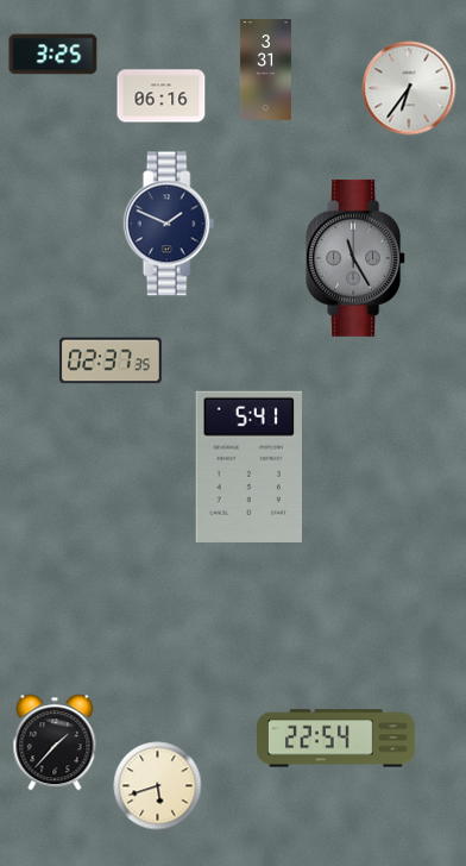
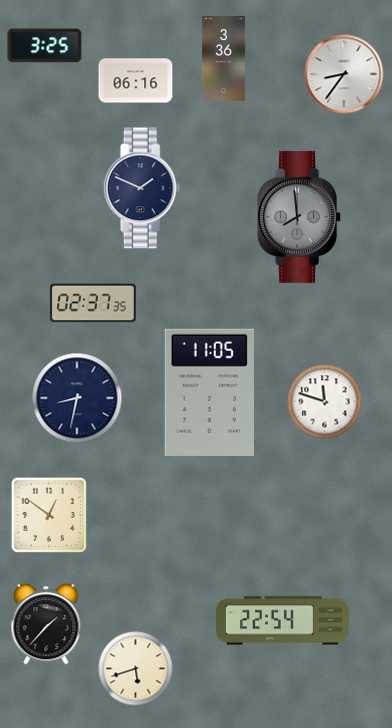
clock at (265, 70): 3:31 -> 3:36
clock at (409, 88): 6:36 -> 8:36
clock at (357, 258): 11:25 -> 7:59
clock at (248, 466): 5:41 -> 11:05
clock at (77, 398): none -> 8:32
clock at (325, 402): none -> 11:48
clock at (49, 515): none -> 12:51
clock at (158, 786) position: (158, 786) -> (136, 669)
